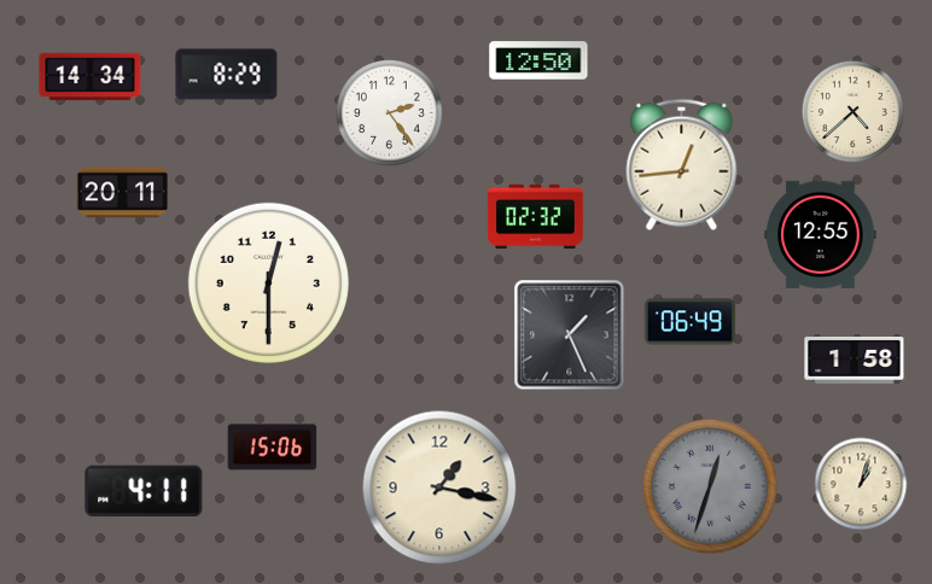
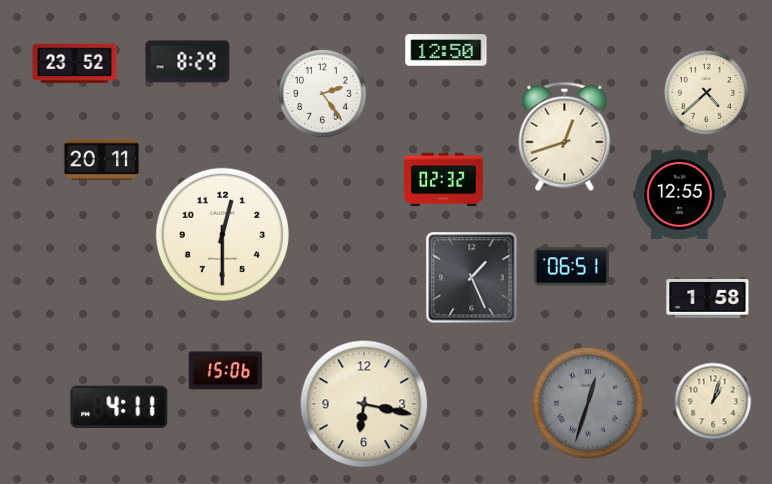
clock at (91, 77): 14:34 -> 23:52
clock at (682, 164): 12:44 -> 12:42
clock at (689, 322): 06:49 -> 06:51
clock at (439, 487): 1:17 -> 6:17
